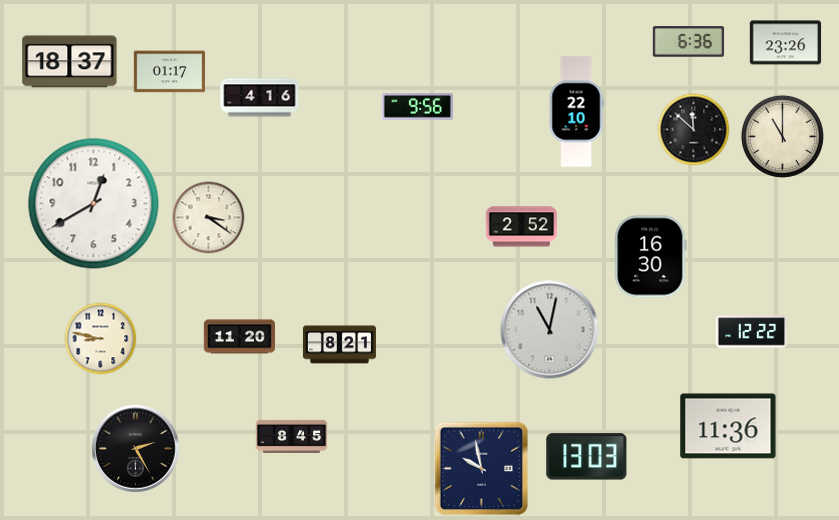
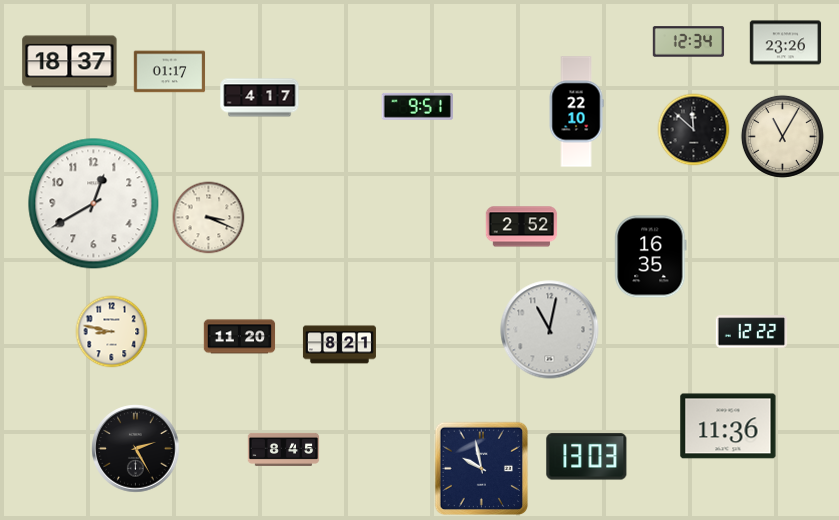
clock at (689, 42): 6:36 -> 12:34
clock at (260, 98): 4:16 -> 4:17
clock at (417, 106): 9:56 -> 9:51
clock at (782, 136): 11:00 -> 11:05
clock at (209, 218): 3:21 -> 3:19
clock at (651, 257): 16:30 -> 16:35
clock at (101, 339) position: (101, 339) -> (112, 332)
clock at (292, 436) position: (292, 436) -> (284, 449)
